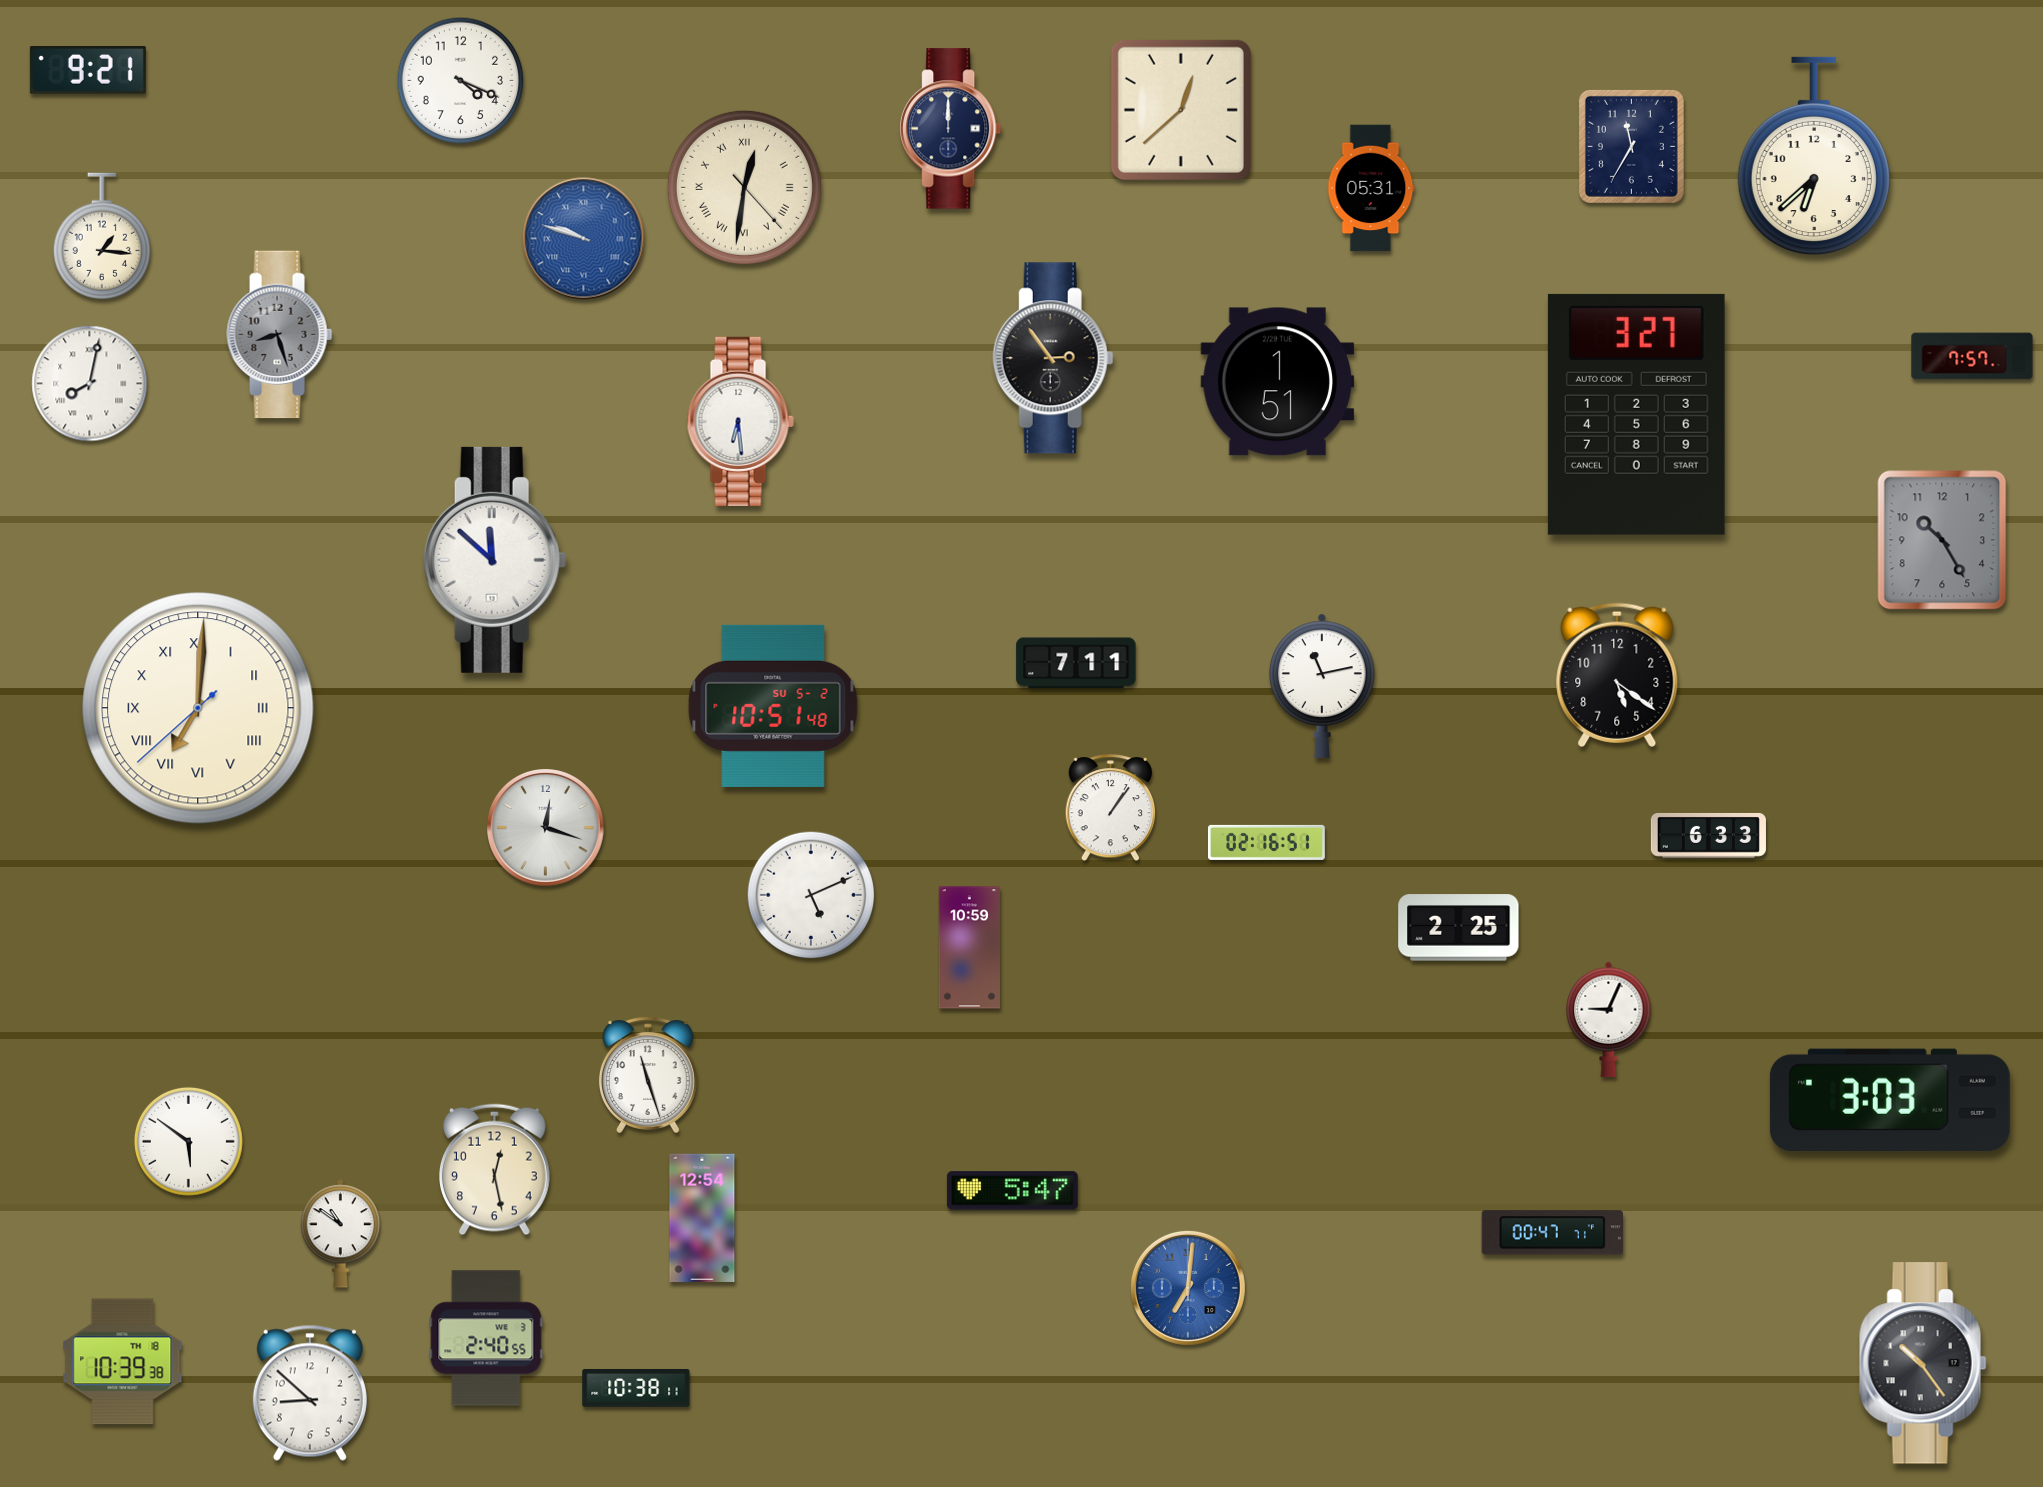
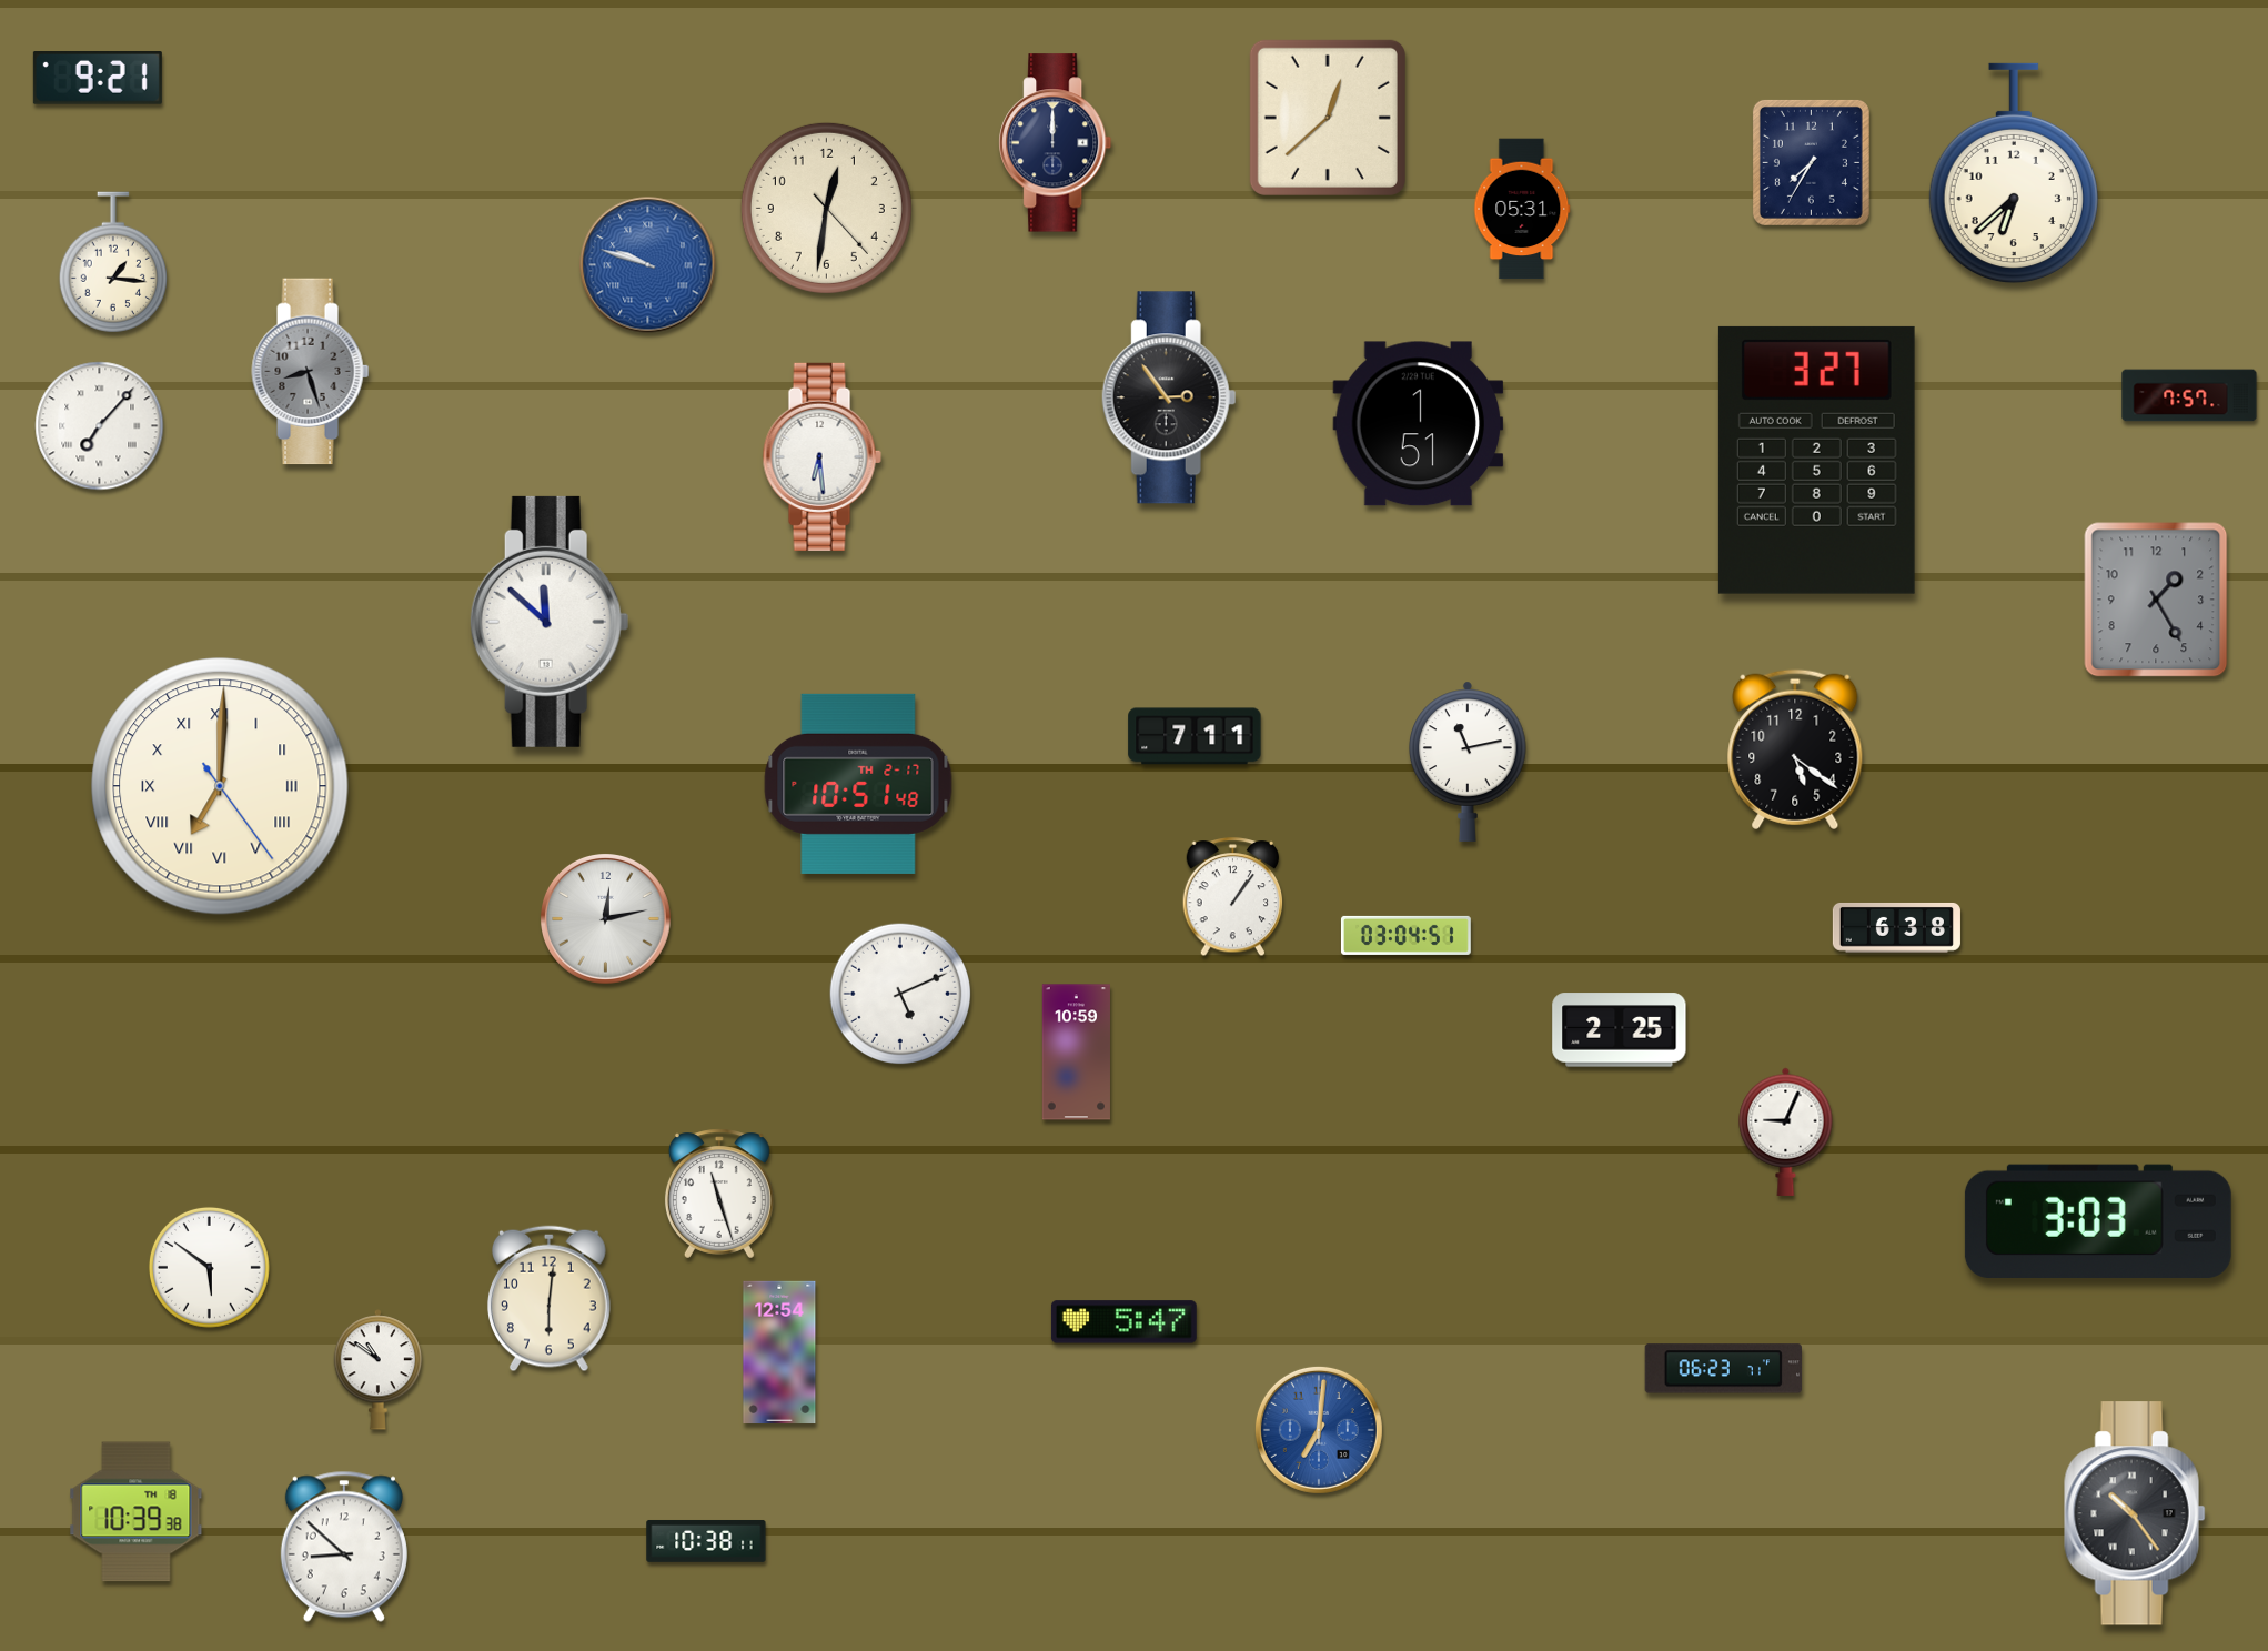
clock at (461, 81): 4:19 -> none
clock at (1181, 110) position: (1181, 110) -> (1328, 118)
clock at (1631, 146): 11:35 -> 7:35
clock at (744, 187) numerals: Roman -> Arabic
clock at (90, 384): 8:02 -> 7:07
clock at (740, 421) position: (740, 421) -> (821, 456)
clock at (1942, 540): 10:25 -> 1:25
clock at (773, 706) date: SU 5-2 -> TH 2-17
clock at (198, 708): 7:00:38 -> 7:00:24
clock at (546, 828): 12:18 -> 12:13
clock at (1708, 835): 6:33 -> 6:38
clock at (1266, 842): 02:16 -> 03:04
clock at (494, 1170): 12:28 -> 6:01
clock at (1552, 1233): 00:47 -> 06:23
clock at (486, 1338): 2:40 -> none
